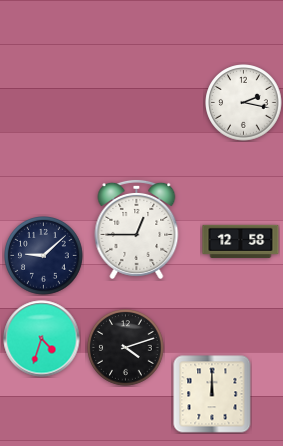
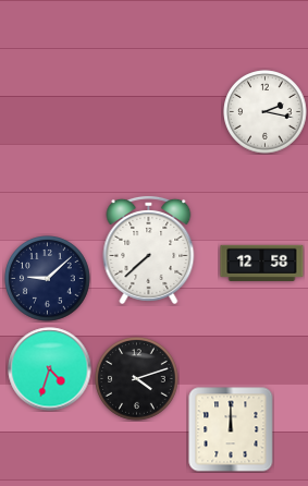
clock at (137, 229): 12:45 -> 7:38
clock at (42, 339) position: (42, 339) -> (50, 369)
